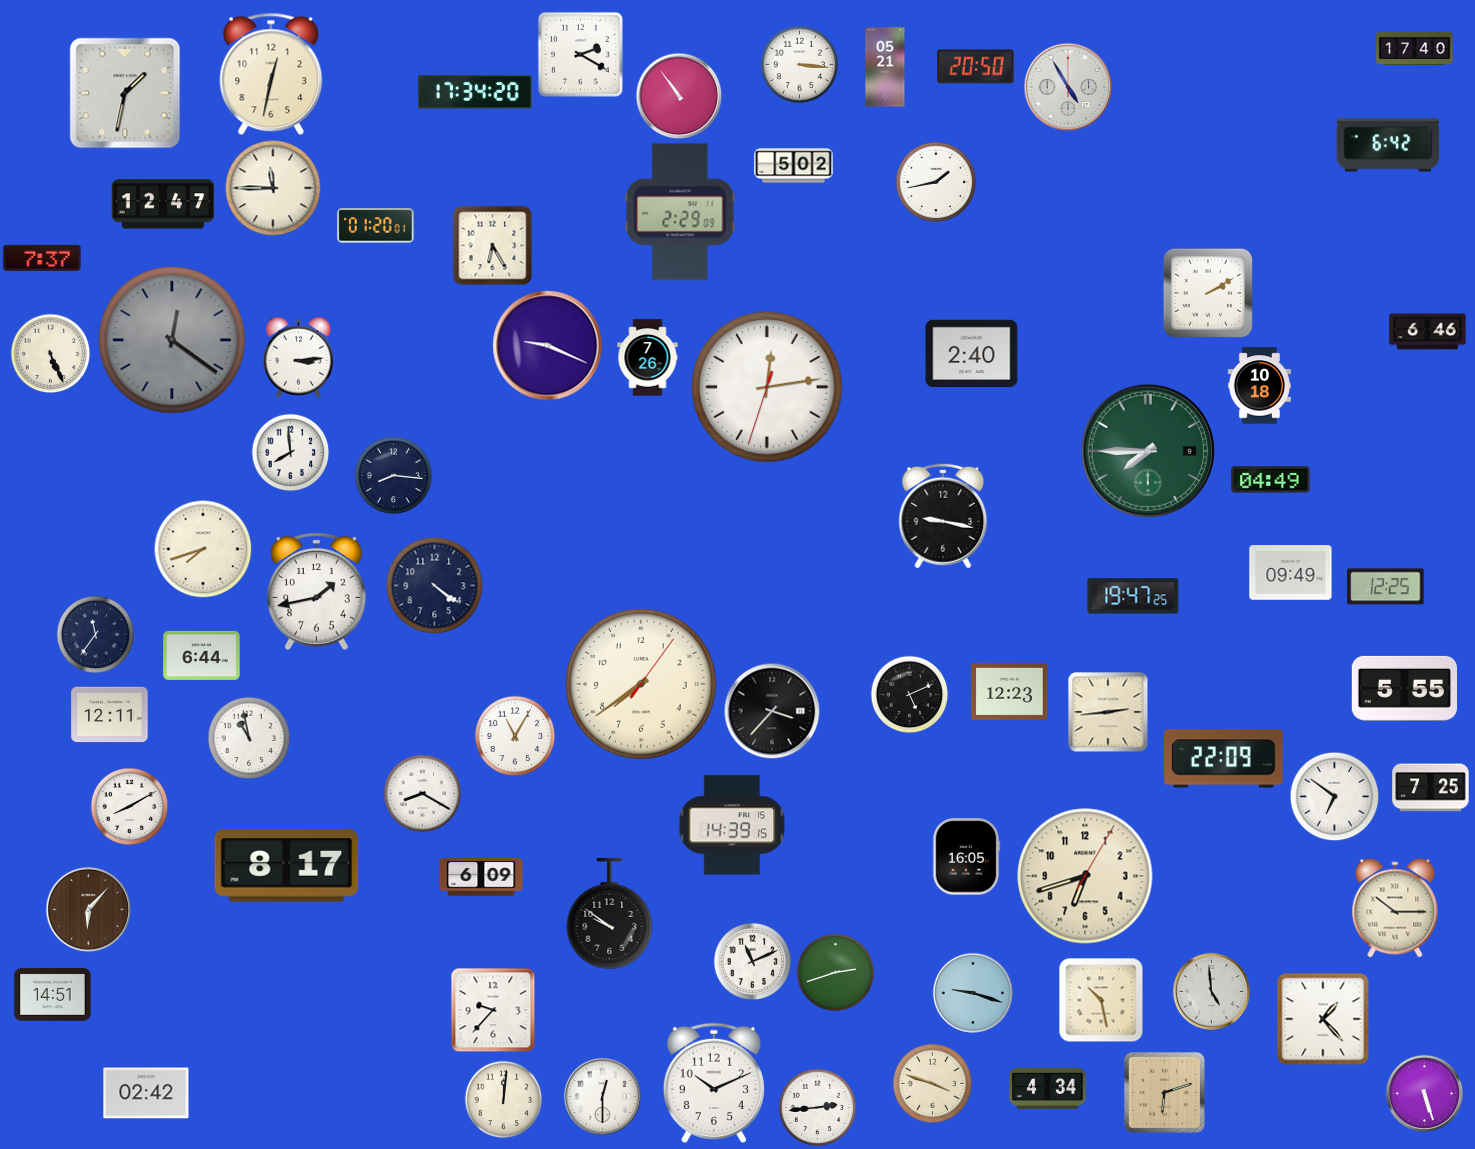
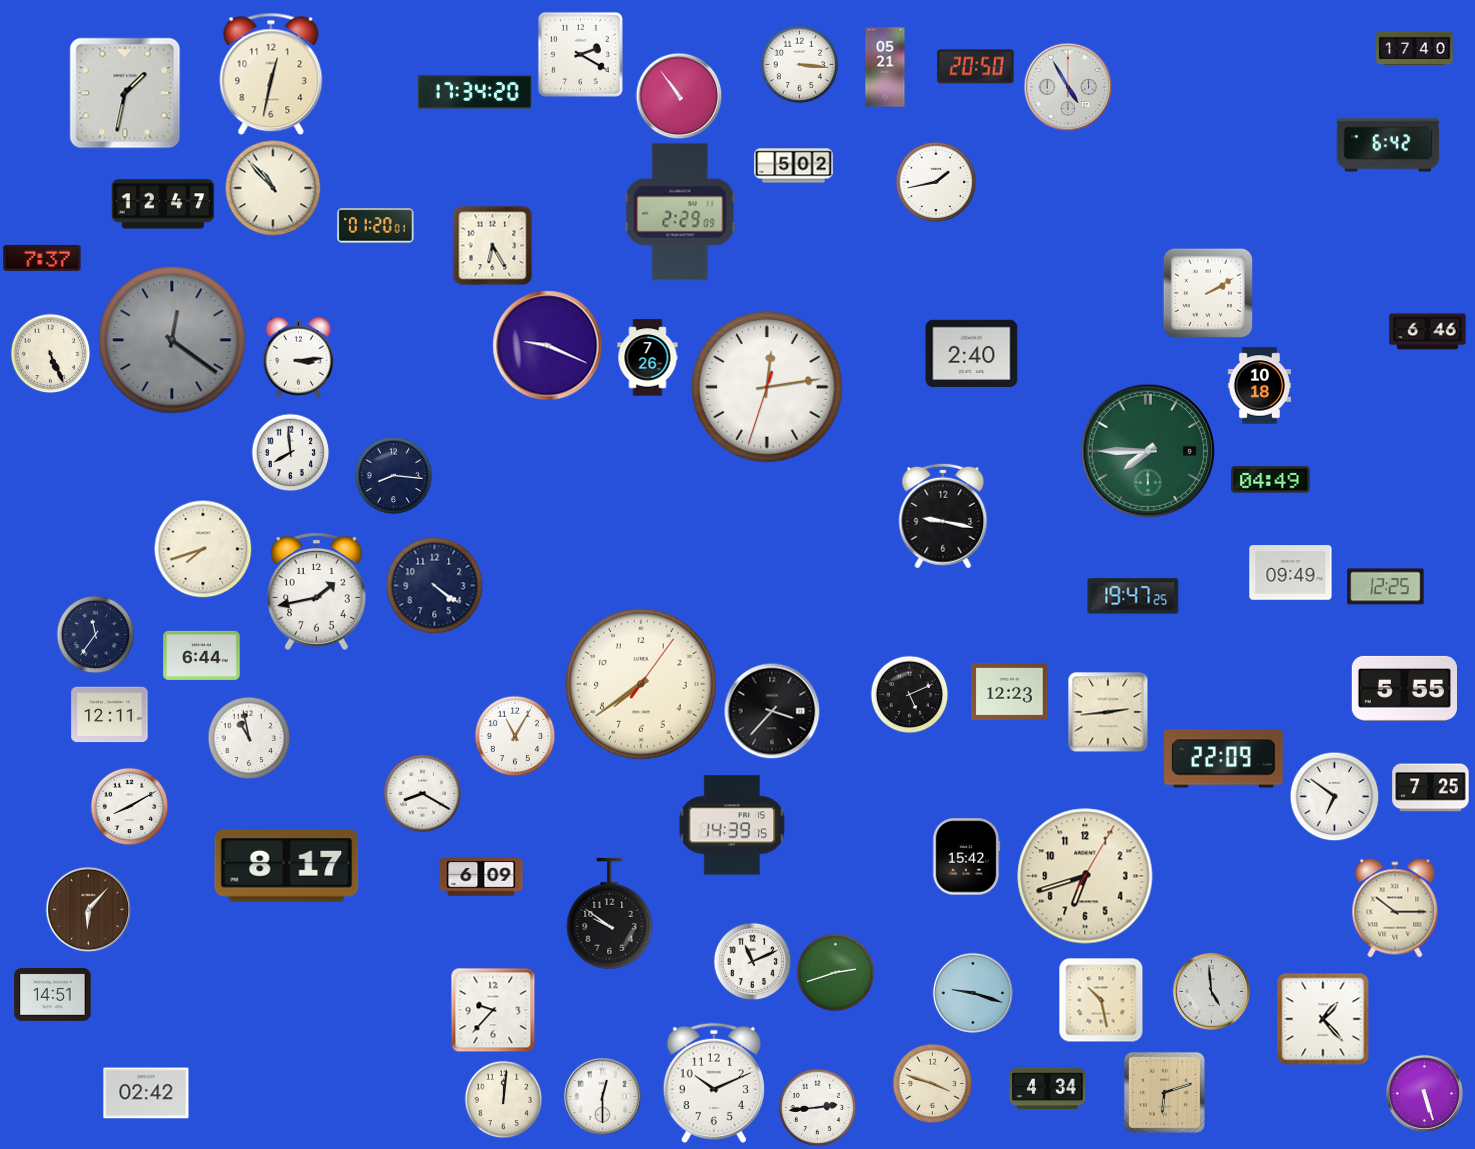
clock at (273, 188): 11:45 -> 10:53
clock at (966, 857): 16:05 -> 15:42
